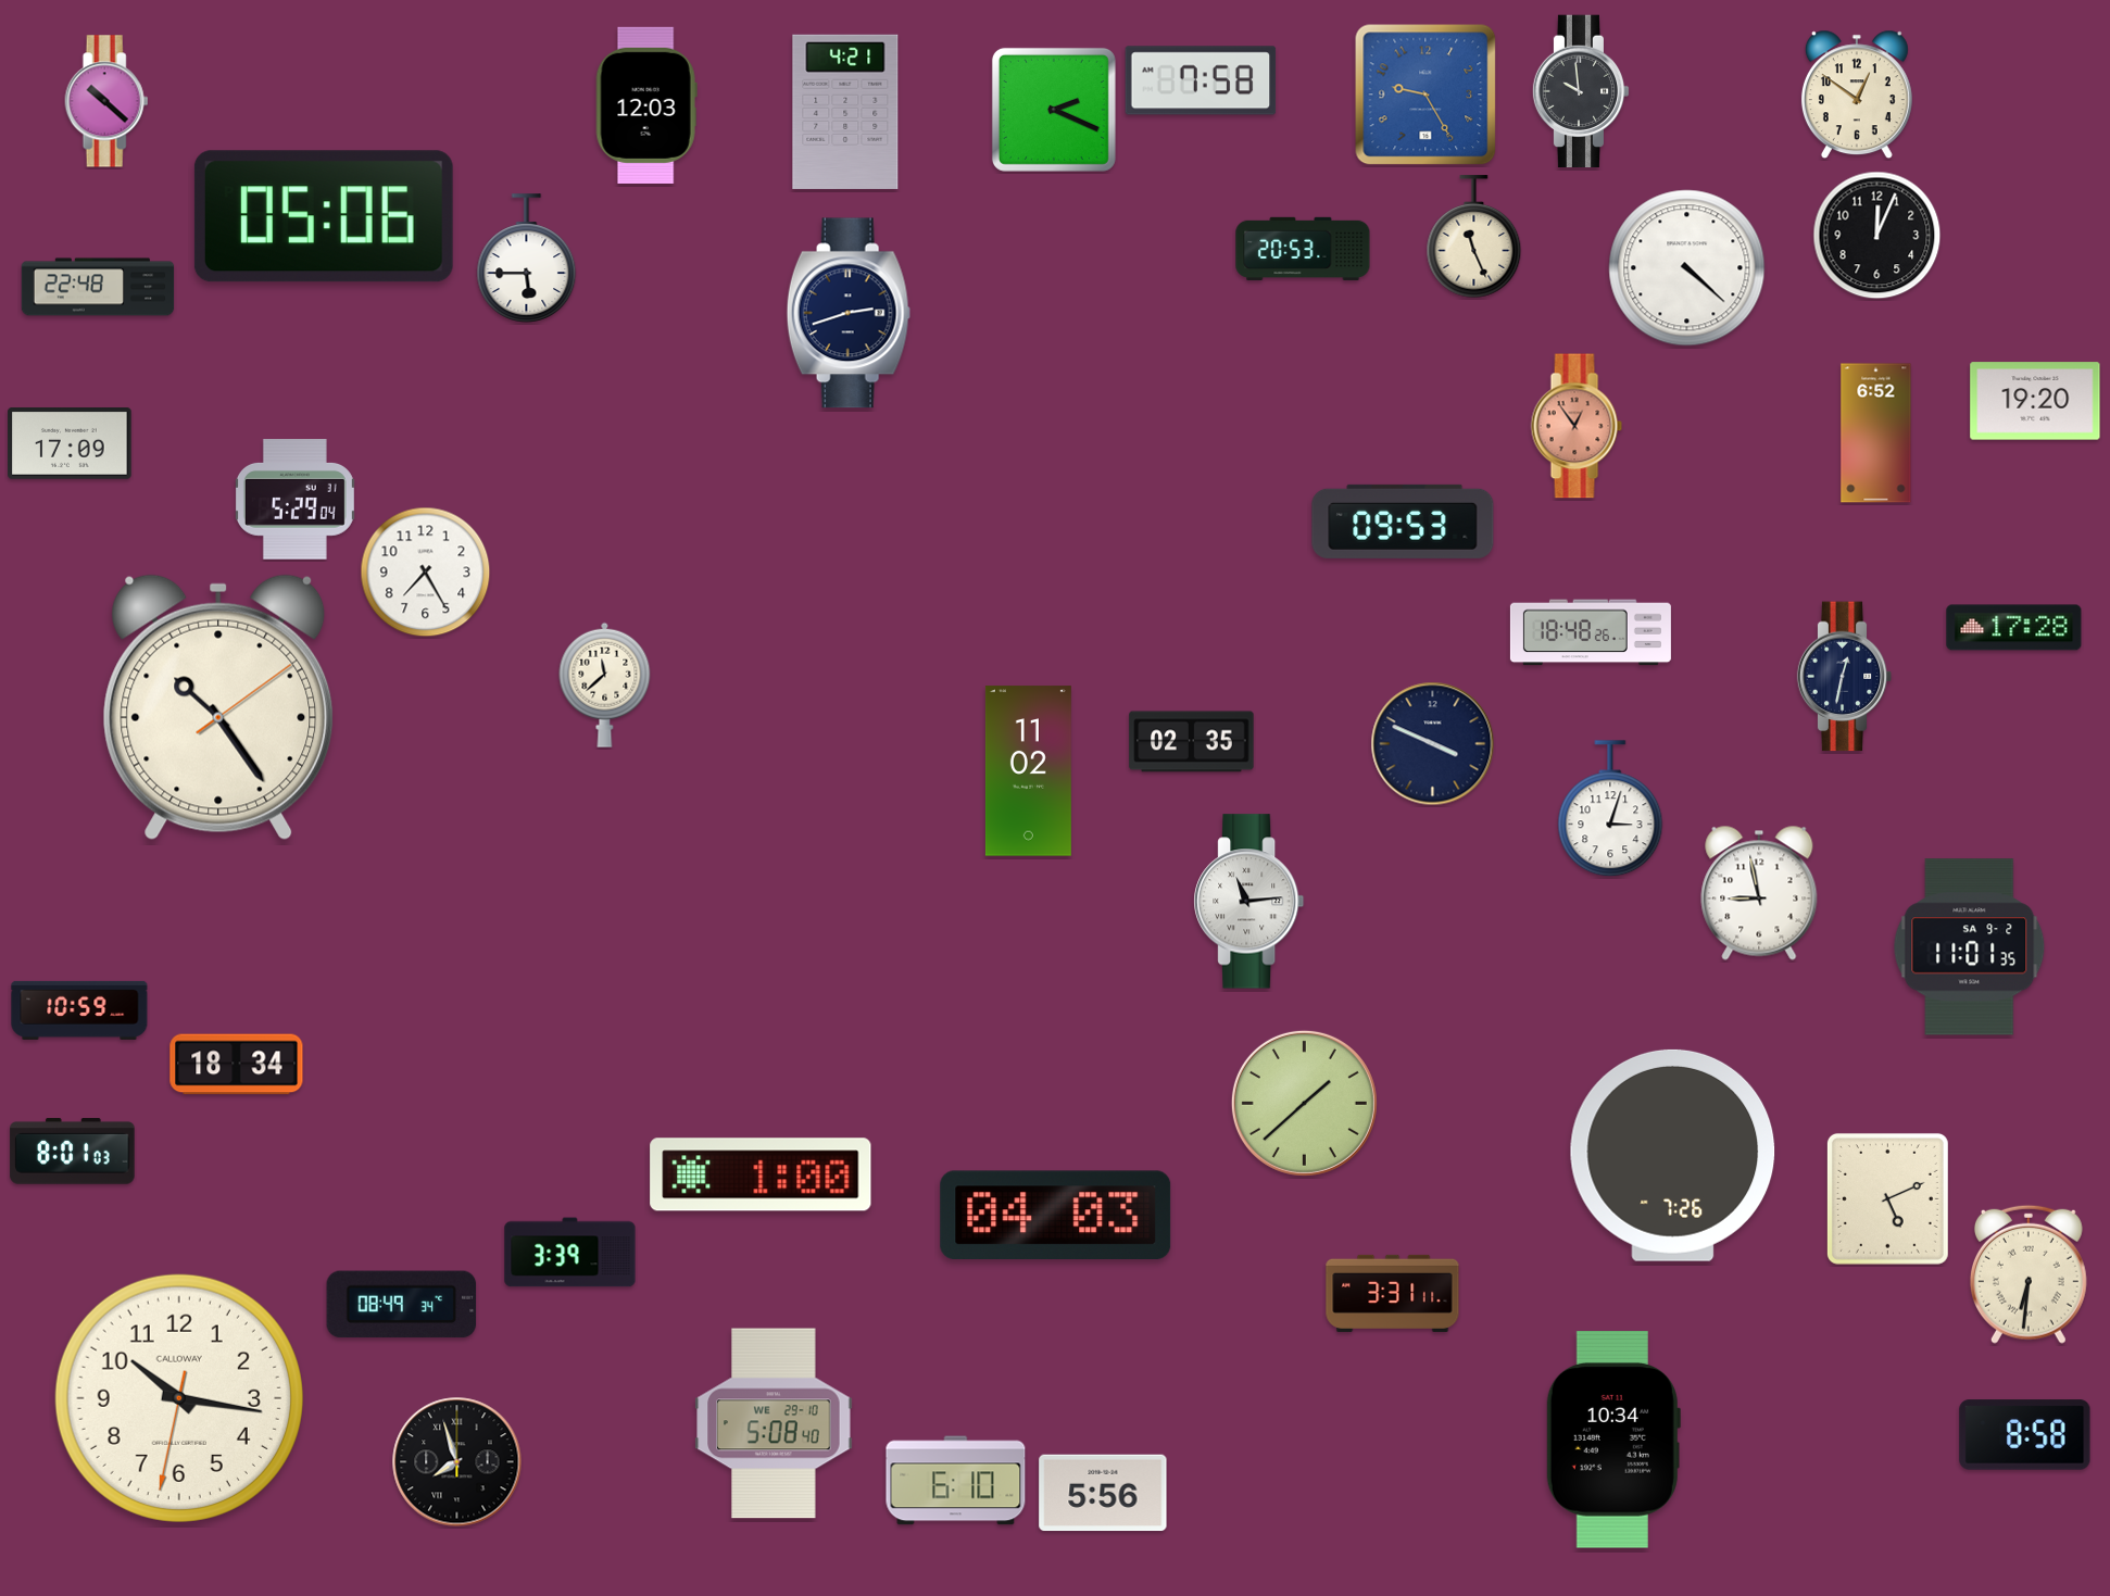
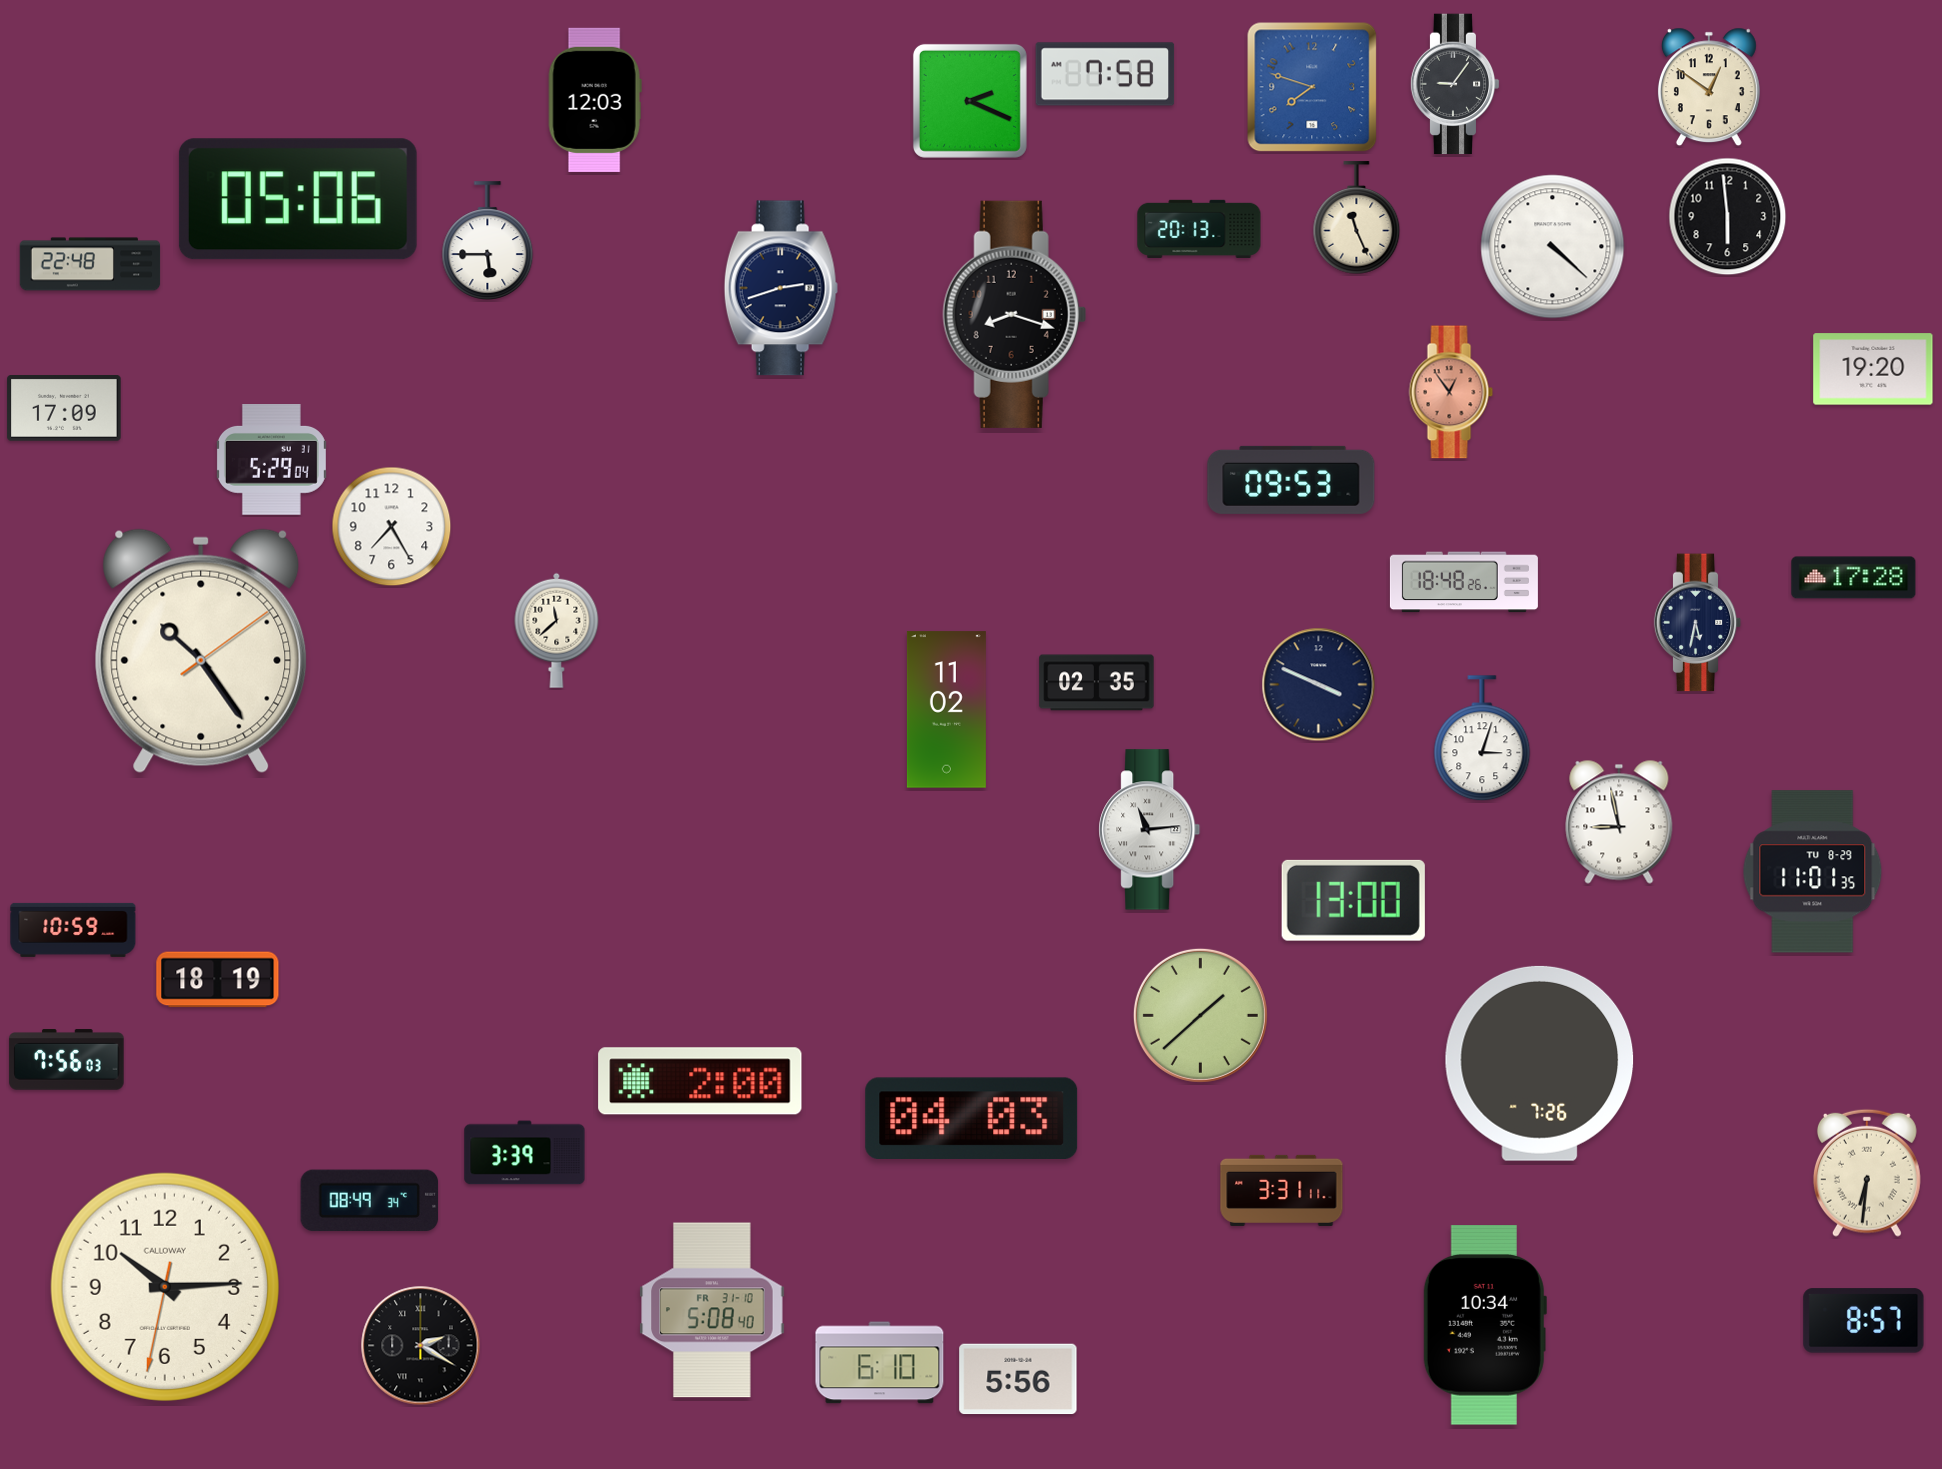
clock at (1581, 91): 9:59 -> 9:06
clock at (1425, 95): 9:25 -> 7:48
clock at (106, 101): 10:22 -> none
clock at (646, 105) position: (646, 105) -> (595, 100)
clock at (845, 112): 4:21 -> none
clock at (1877, 236): 12:04 -> 5:59
clock at (1303, 249): 20:53 -> 20:13
clock at (527, 259) position: (527, 259) -> (488, 241)
clock at (1014, 314): none -> 8:18
clock at (1876, 433): 6:52 -> none
clock at (1845, 677): 12:32 -> 5:32
clock at (1610, 809) position: (1610, 809) -> (1482, 739)
clock at (1970, 947) date: SA 9-2 -> TU 8-29
clock at (1353, 900): none -> 13:00
clock at (237, 1065): 18:34 -> 18:19
clock at (73, 1152): 8:01 -> 7:56
clock at (761, 1174): 1:00 -> 2:00
clock at (1887, 1198): 5:11 -> none
clock at (179, 1398): 10:16 -> 10:14
clock at (774, 1423) date: WE 29-10 -> FR 31-10
clock at (2025, 1435): 8:58 -> 8:57
clock at (457, 1462): 7:57 -> 2:20
clock at (1103, 1493) position: (1103, 1493) -> (1018, 1379)
